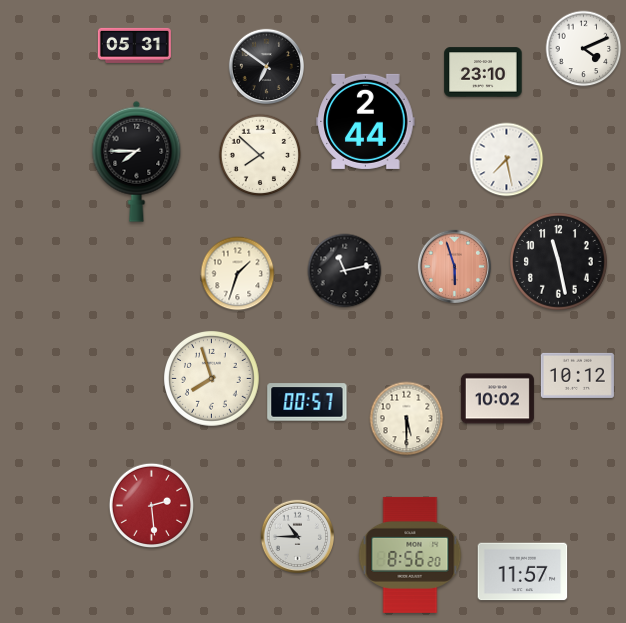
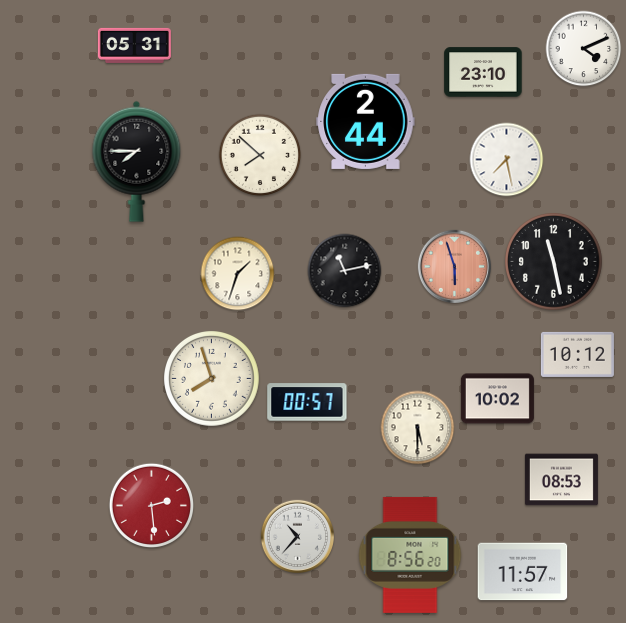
clock at (266, 66): 6:51 -> none
clock at (559, 262) position: (559, 262) -> (554, 262)
clock at (577, 375) position: (577, 375) -> (577, 354)
clock at (407, 419) position: (407, 419) -> (418, 428)
clock at (561, 480): none -> 08:53
clock at (297, 536): 10:45 -> 10:37
